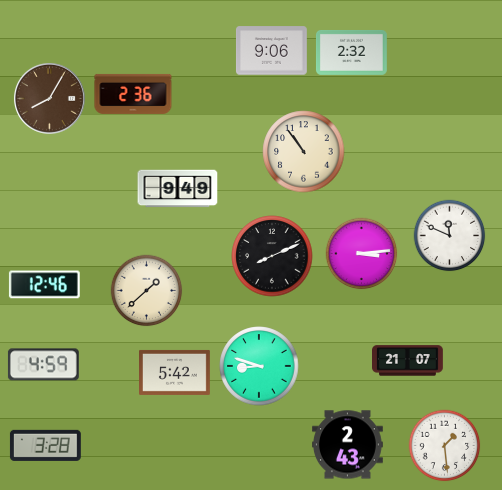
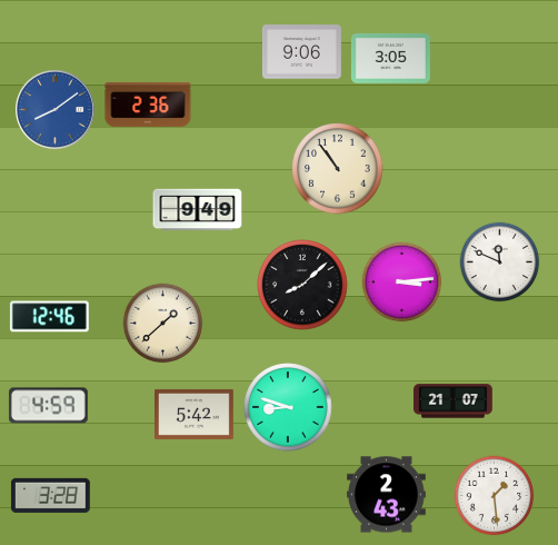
clock at (271, 51) position: (271, 51) -> (301, 52)
clock at (351, 52): 2:32 -> 3:05
clock at (50, 99): 8:05 -> 8:09
clock at (50, 99) dial: brown -> blue
clock at (272, 256): 8:11 -> 8:08
